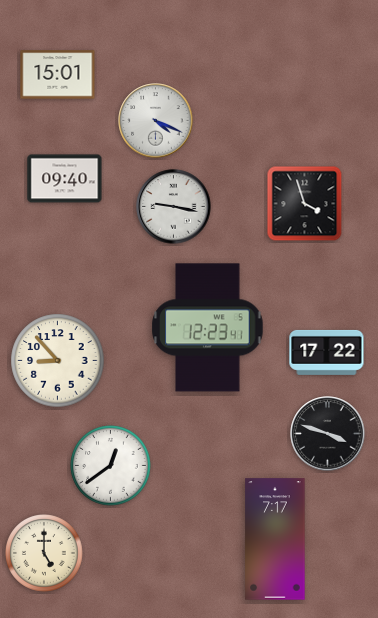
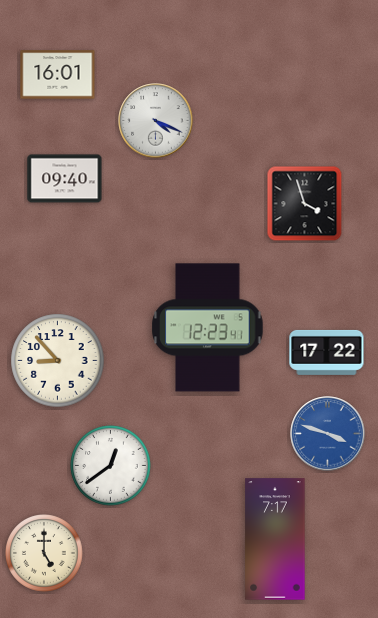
clock at (58, 75): 15:01 -> 16:01
clock at (174, 207): 9:17 -> none
clock at (328, 434) dial: black -> blue
